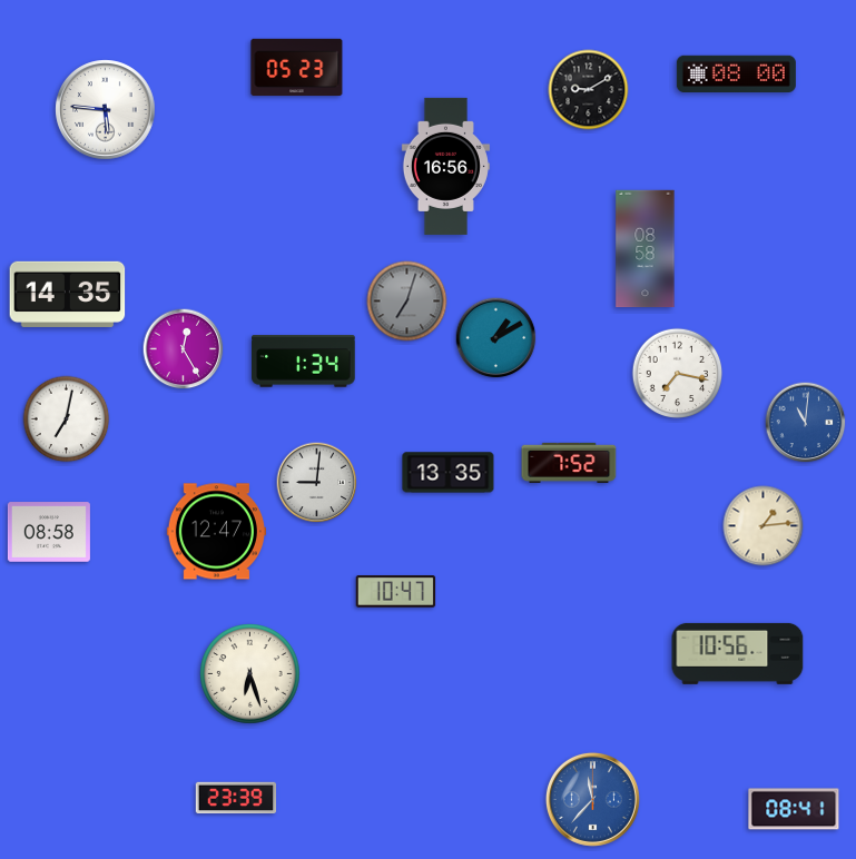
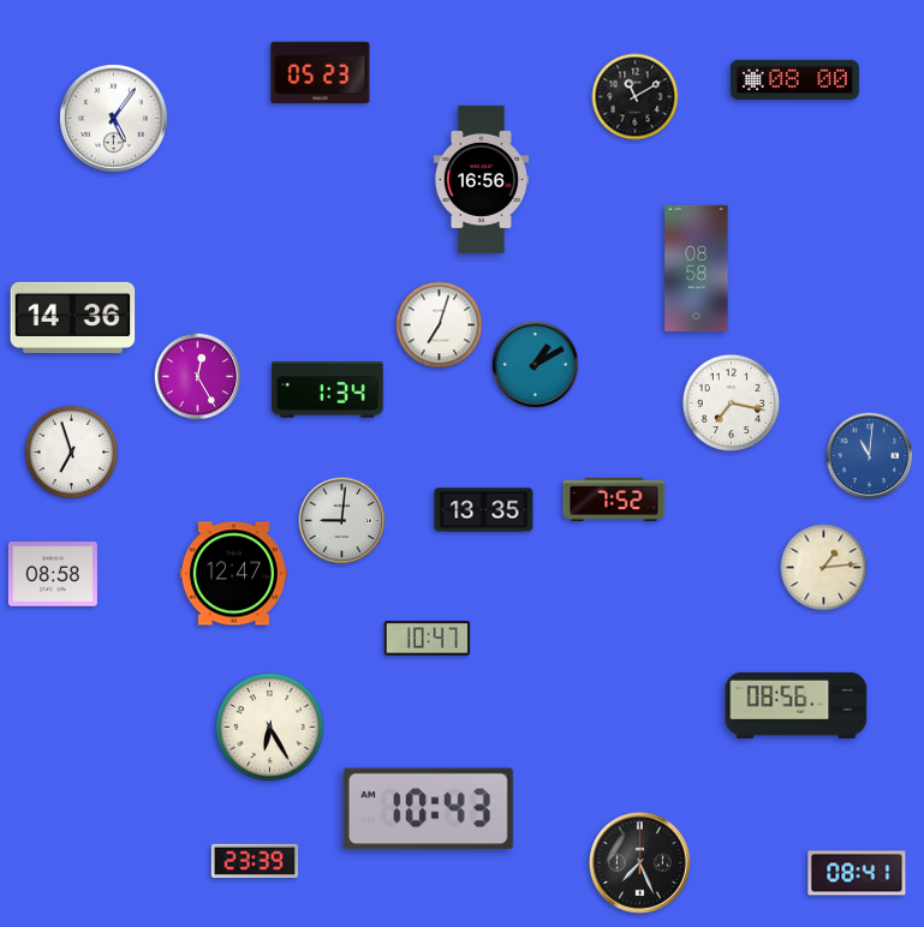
clock at (589, 90): 9:10 -> 11:10
clock at (106, 110): 5:46 -> 5:06
clock at (68, 294): 14:35 -> 14:36
clock at (407, 302) dial: grey -> white
clock at (67, 419): 7:02 -> 6:57
clock at (738, 653): 10:56 -> 08:56
clock at (250, 674): 6:27 -> 6:25
clock at (428, 809): none -> 10:43
clock at (592, 799): 11:37 -> 7:26
clock at (592, 799) dial: blue -> black
